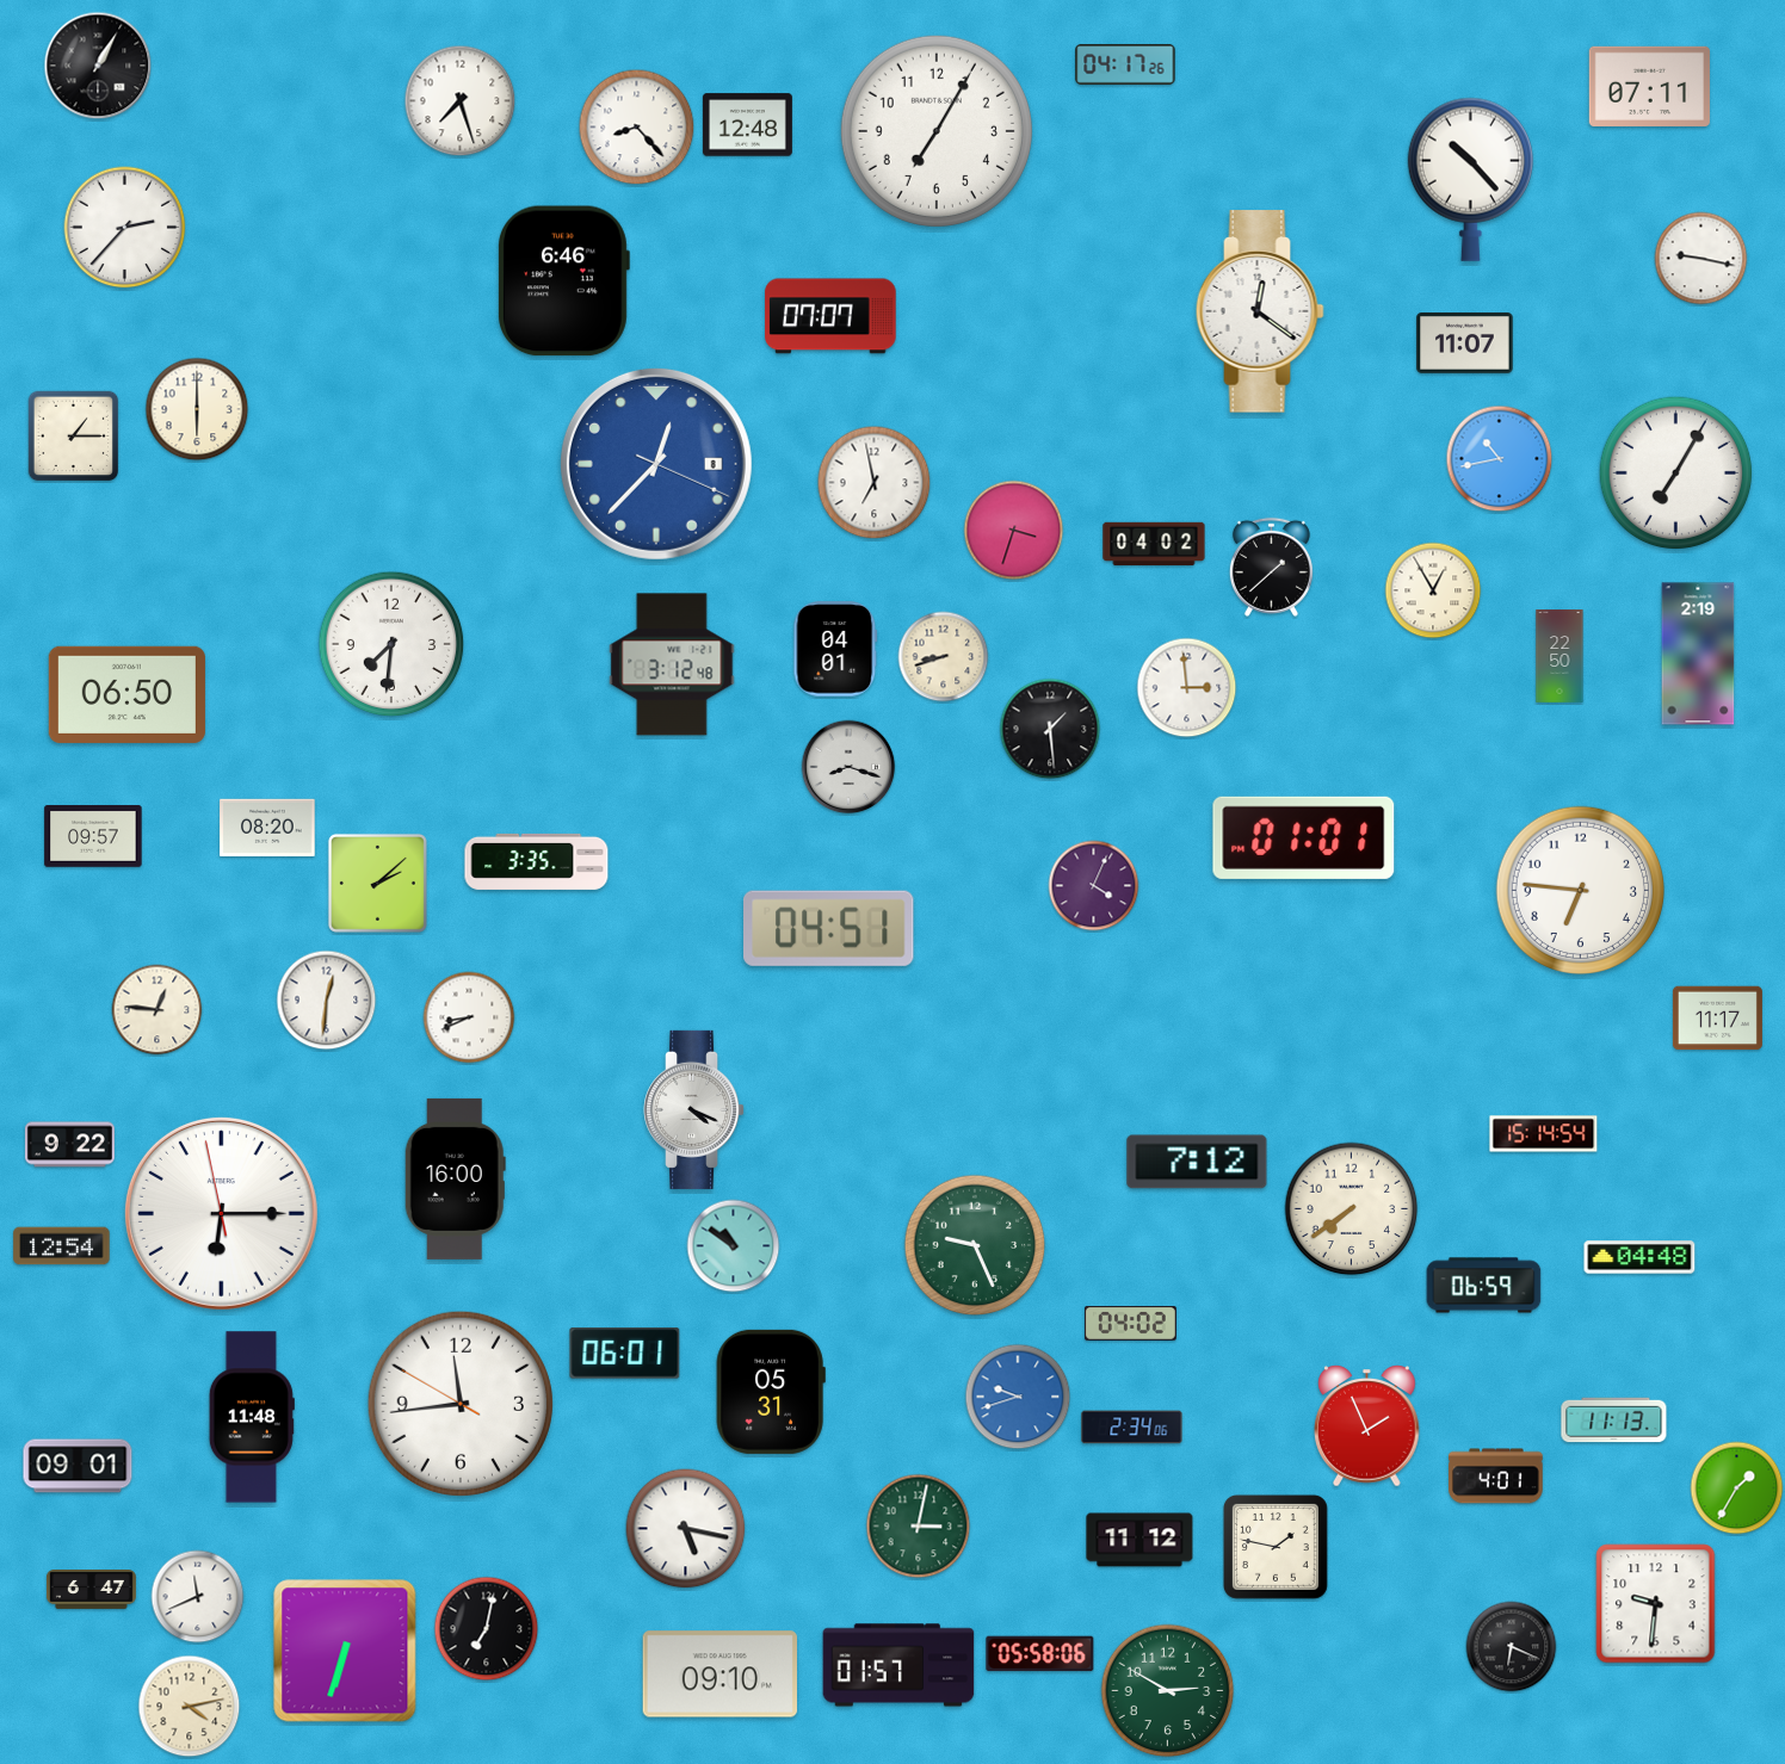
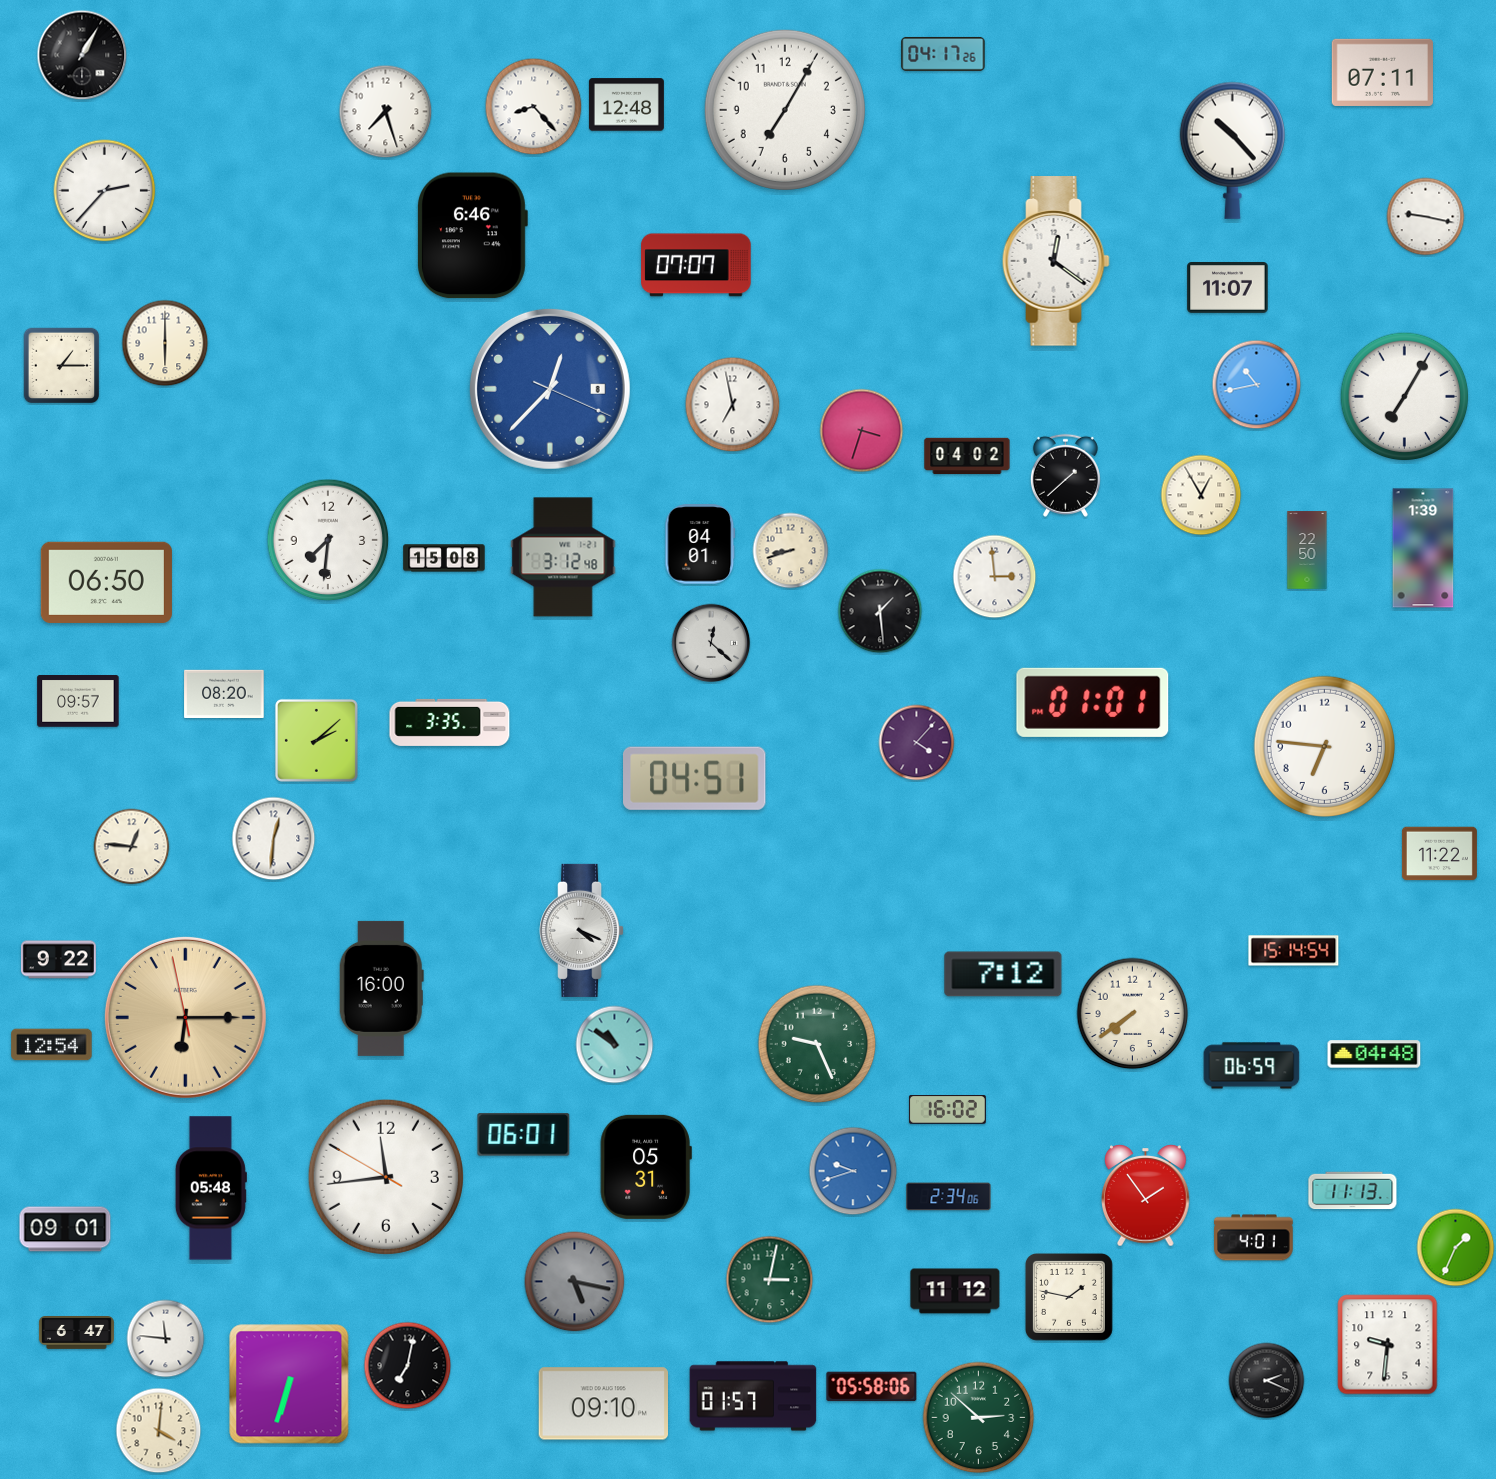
clock at (461, 101) position: (461, 101) -> (386, 112)
clock at (1014, 531) position: (1014, 531) -> (862, 431)
clock at (1698, 654): 2:19 -> 1:39
clock at (444, 558): none -> 15:08
clock at (848, 767): 8:18 -> 12:22
clock at (1094, 886): 4:04 -> 4:07
clock at (469, 1017): 8:41 -> none
clock at (1717, 1019): 11:17 -> 11:22
clock at (221, 1213) dial: white -> champagne
clock at (1484, 1286) position: (1484, 1286) -> (1252, 1066)
clock at (1130, 1324): 04:02 -> 16:02
clock at (252, 1417): 11:48 -> 05:48
clock at (1367, 1426): 1:56 -> 1:54
clock at (1737, 1488): 1:35 -> 1:34
clock at (686, 1529) dial: white -> grey
clock at (198, 1597): 11:41 -> 11:46
clock at (1512, 1647): 6:19 -> 2:19
clock at (1168, 1691): 2:50 -> 2:52
clock at (190, 1707): 4:13 -> 4:01
